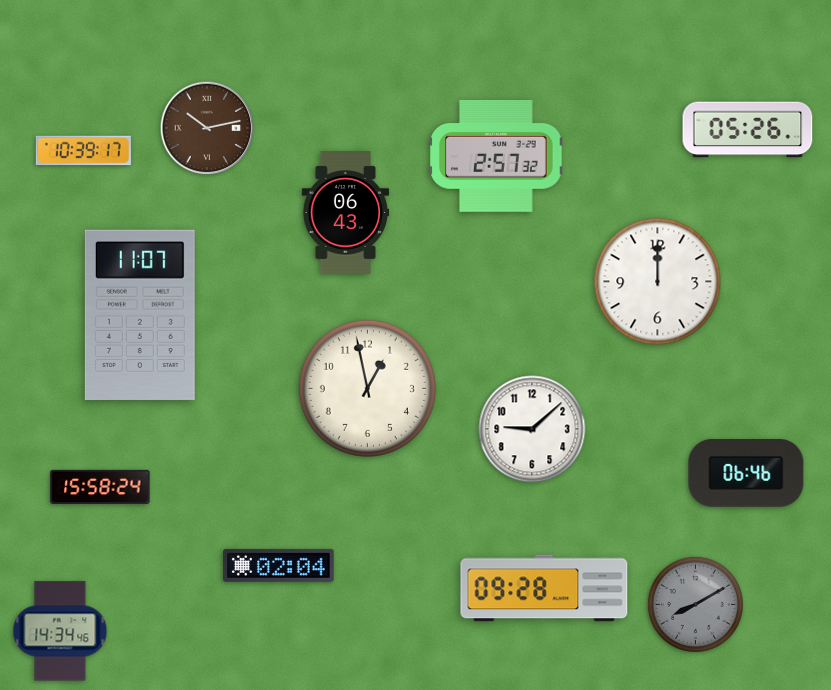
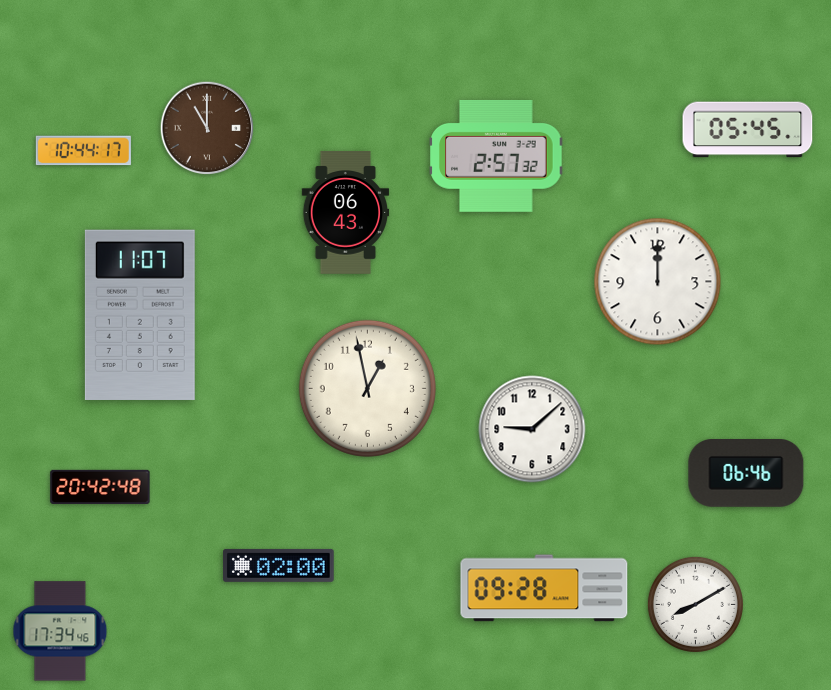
clock at (207, 128): 10:13 -> 11:00
clock at (748, 130): 05:26 -> 05:45
clock at (83, 151): 10:39 -> 10:44
clock at (100, 487): 15:58 -> 20:42
clock at (279, 565): 02:04 -> 02:00
clock at (695, 604) dial: grey -> white
clock at (60, 631): 14:34 -> 17:34
